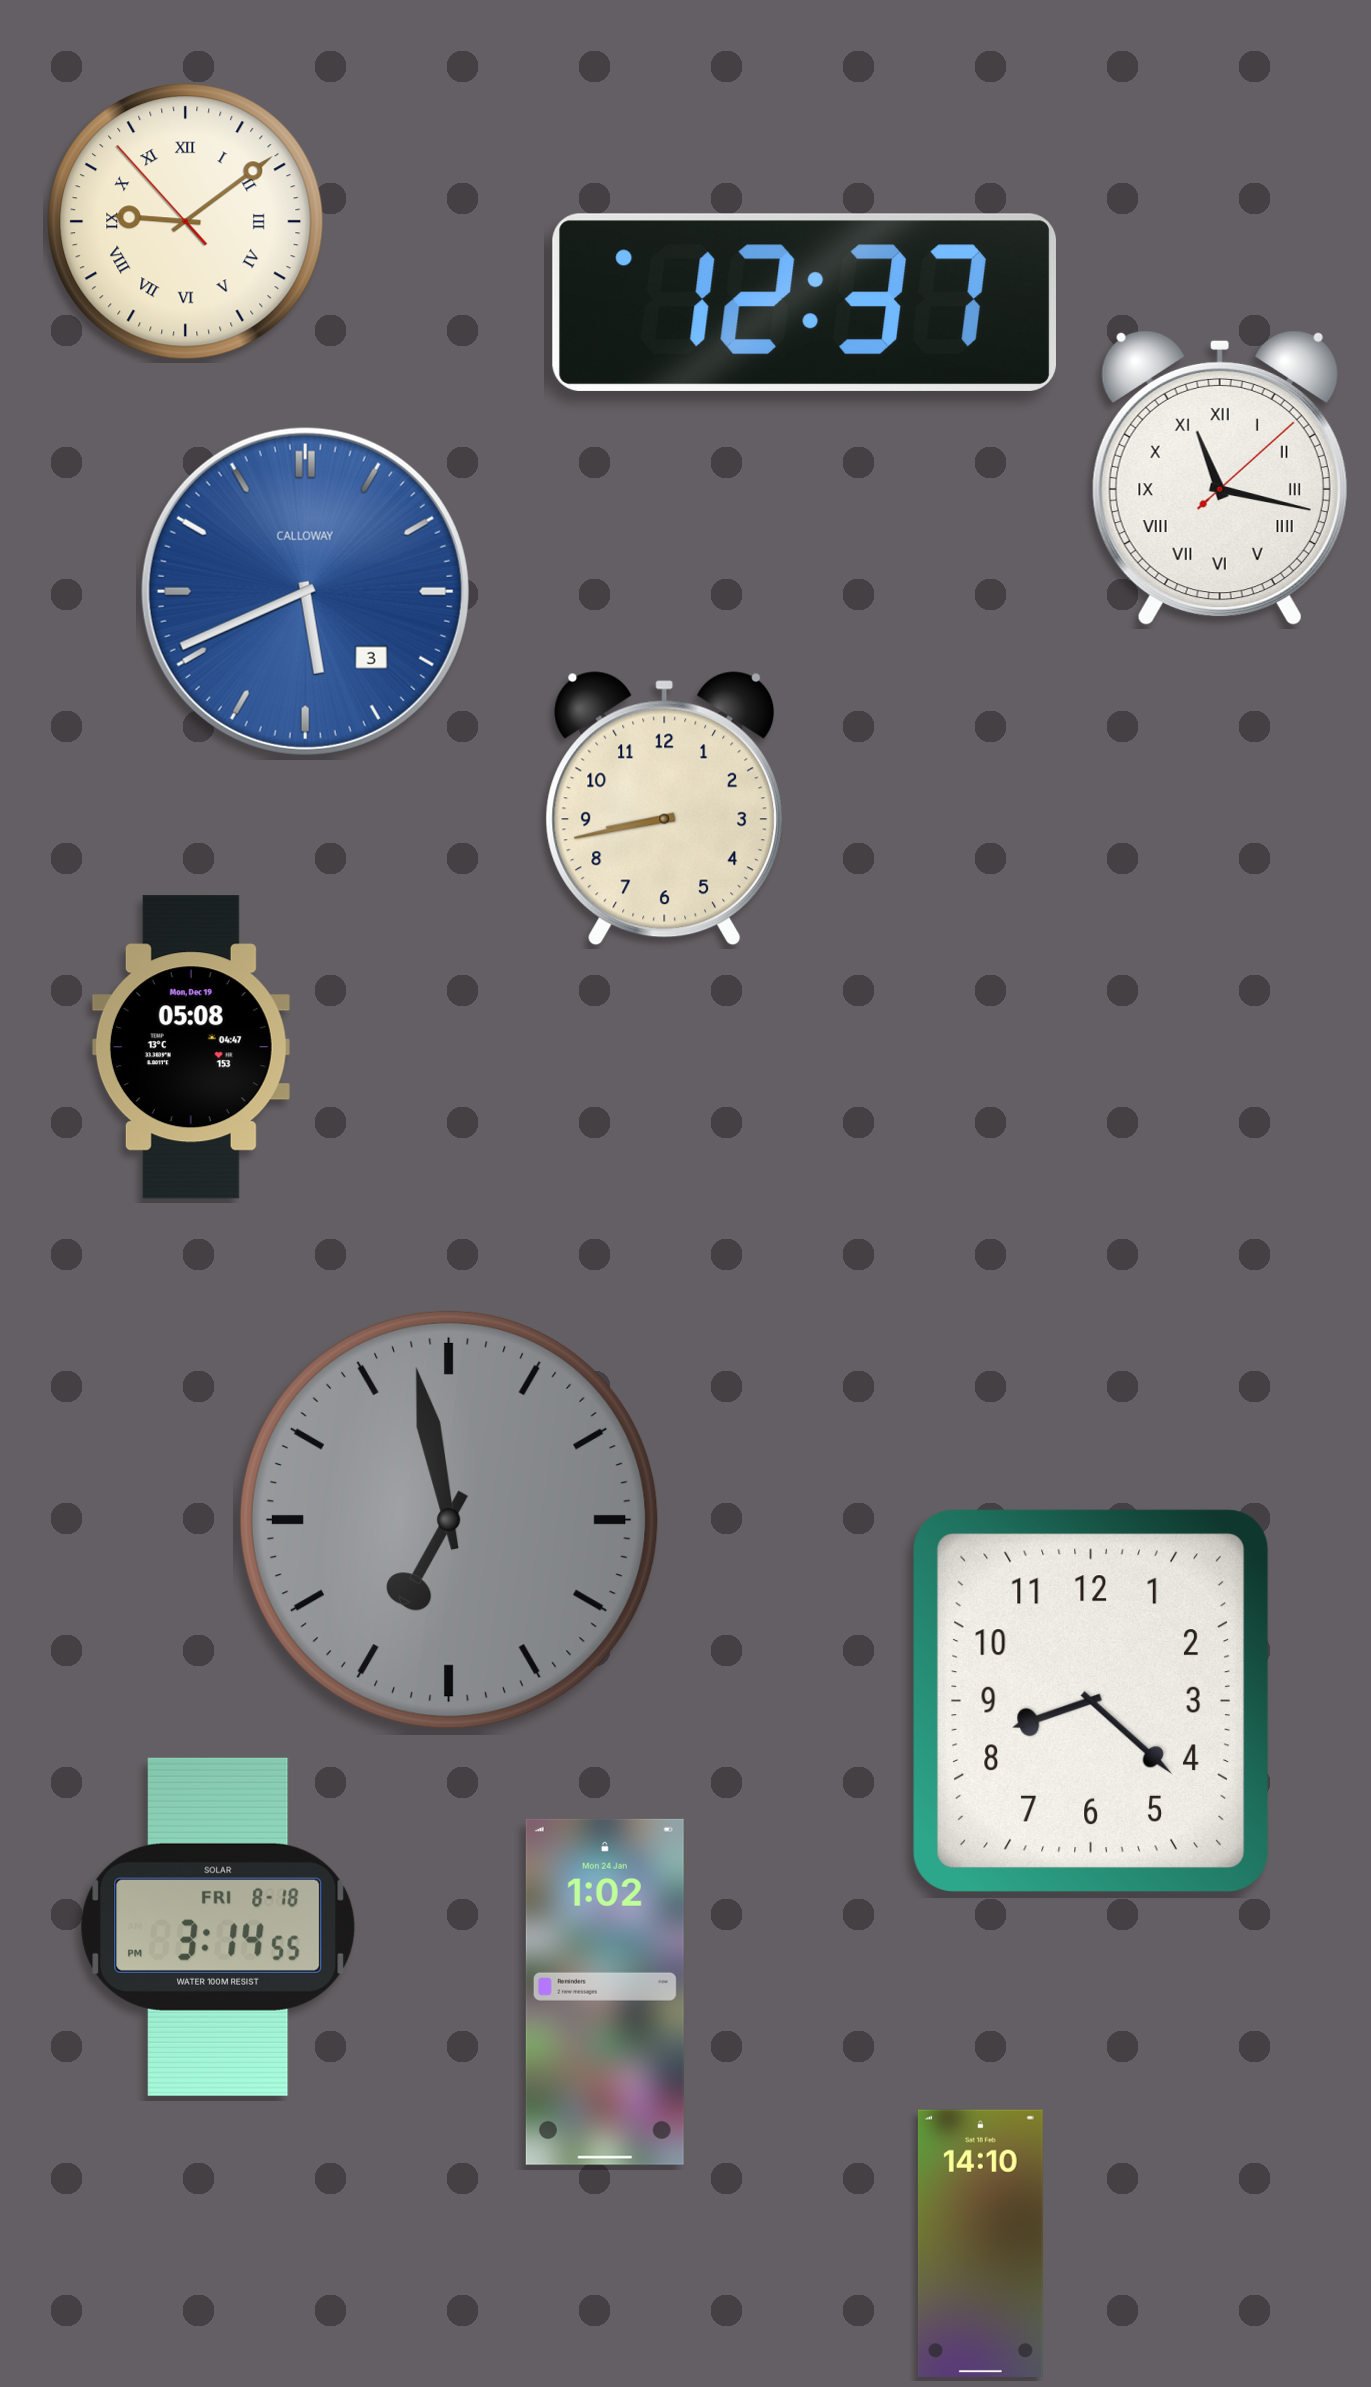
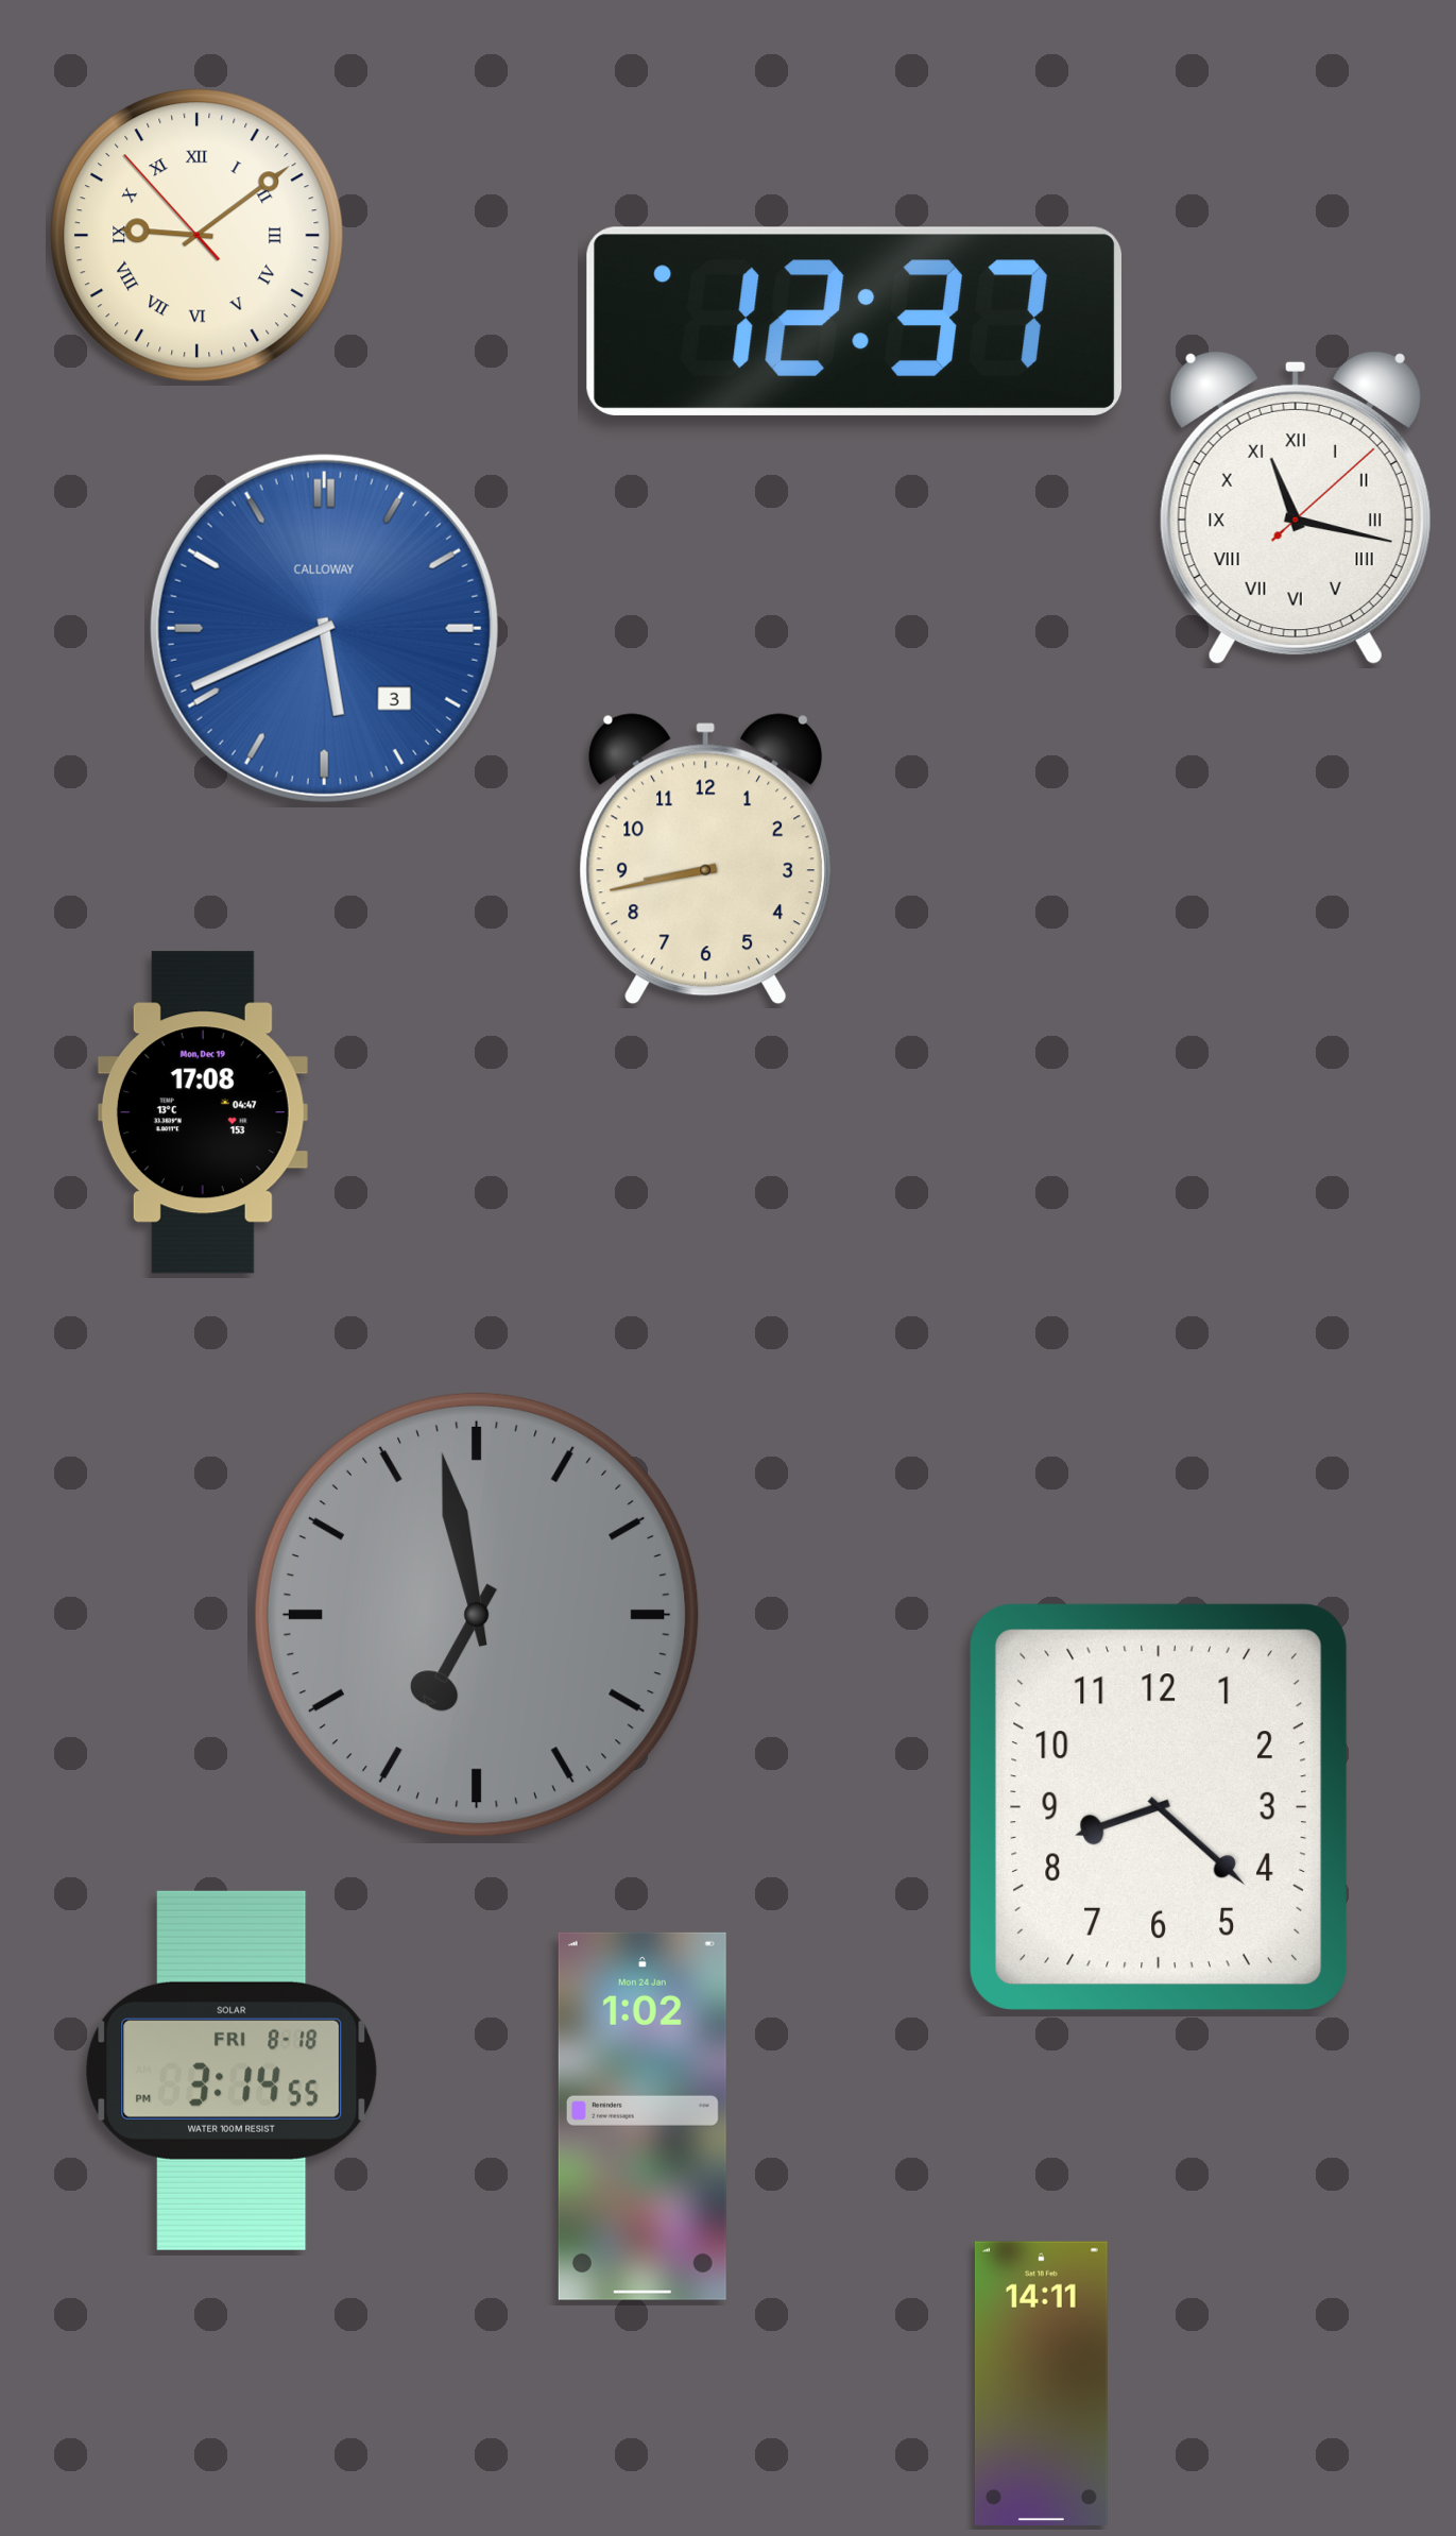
clock at (191, 1047): 05:08 -> 17:08
clock at (218, 1927) position: (218, 1927) -> (232, 2071)
clock at (980, 2243): 14:10 -> 14:11
